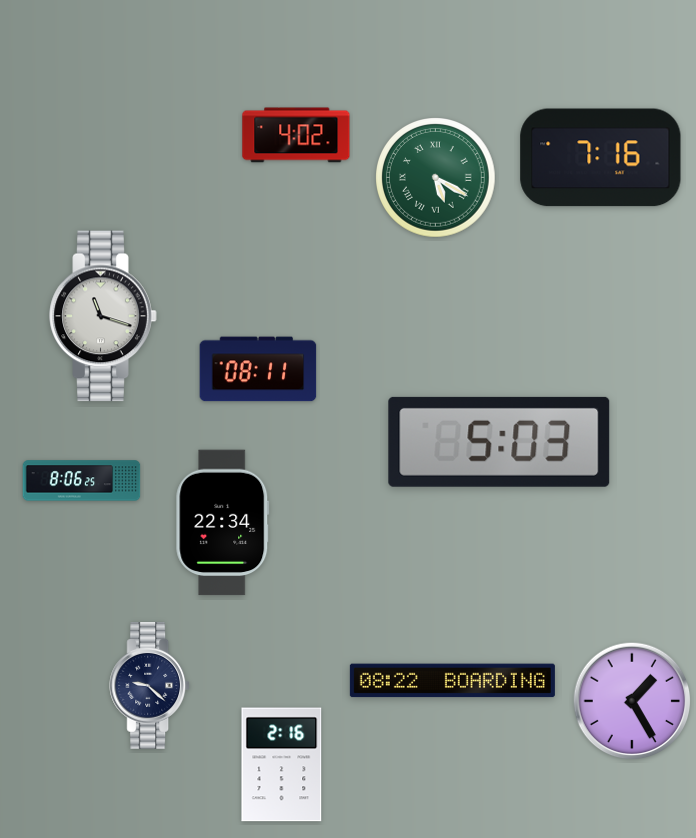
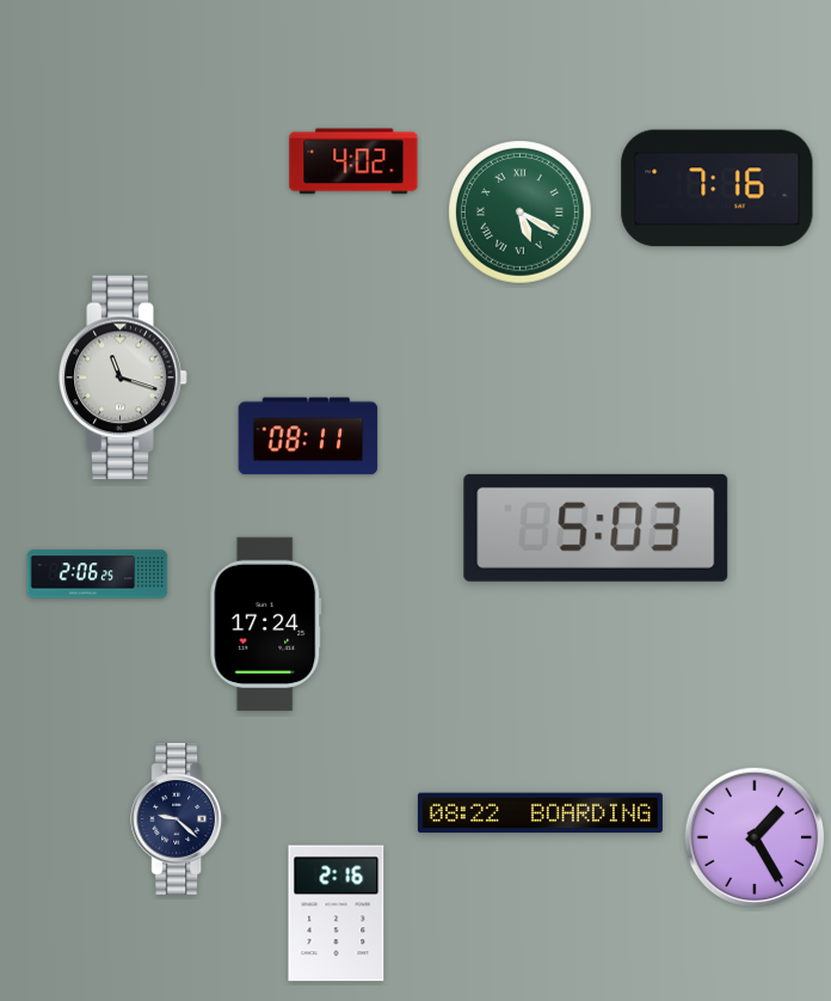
clock at (258, 369) position: (258, 369) -> (308, 436)
clock at (82, 481): 8:06 -> 2:06
clock at (223, 523): 22:34 -> 17:24
